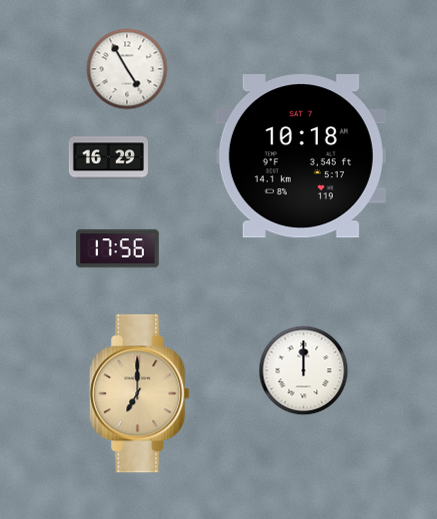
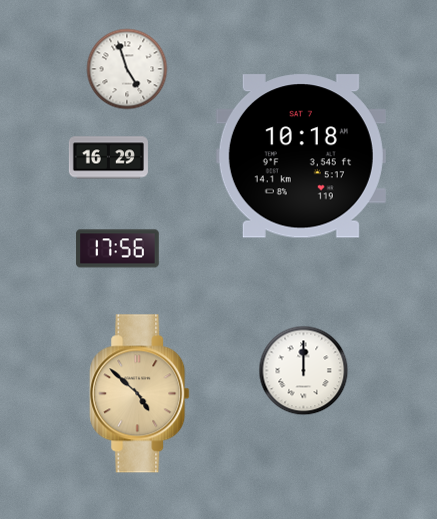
clock at (127, 69): 4:55 -> 4:57
clock at (140, 394): 7:00 -> 4:52
